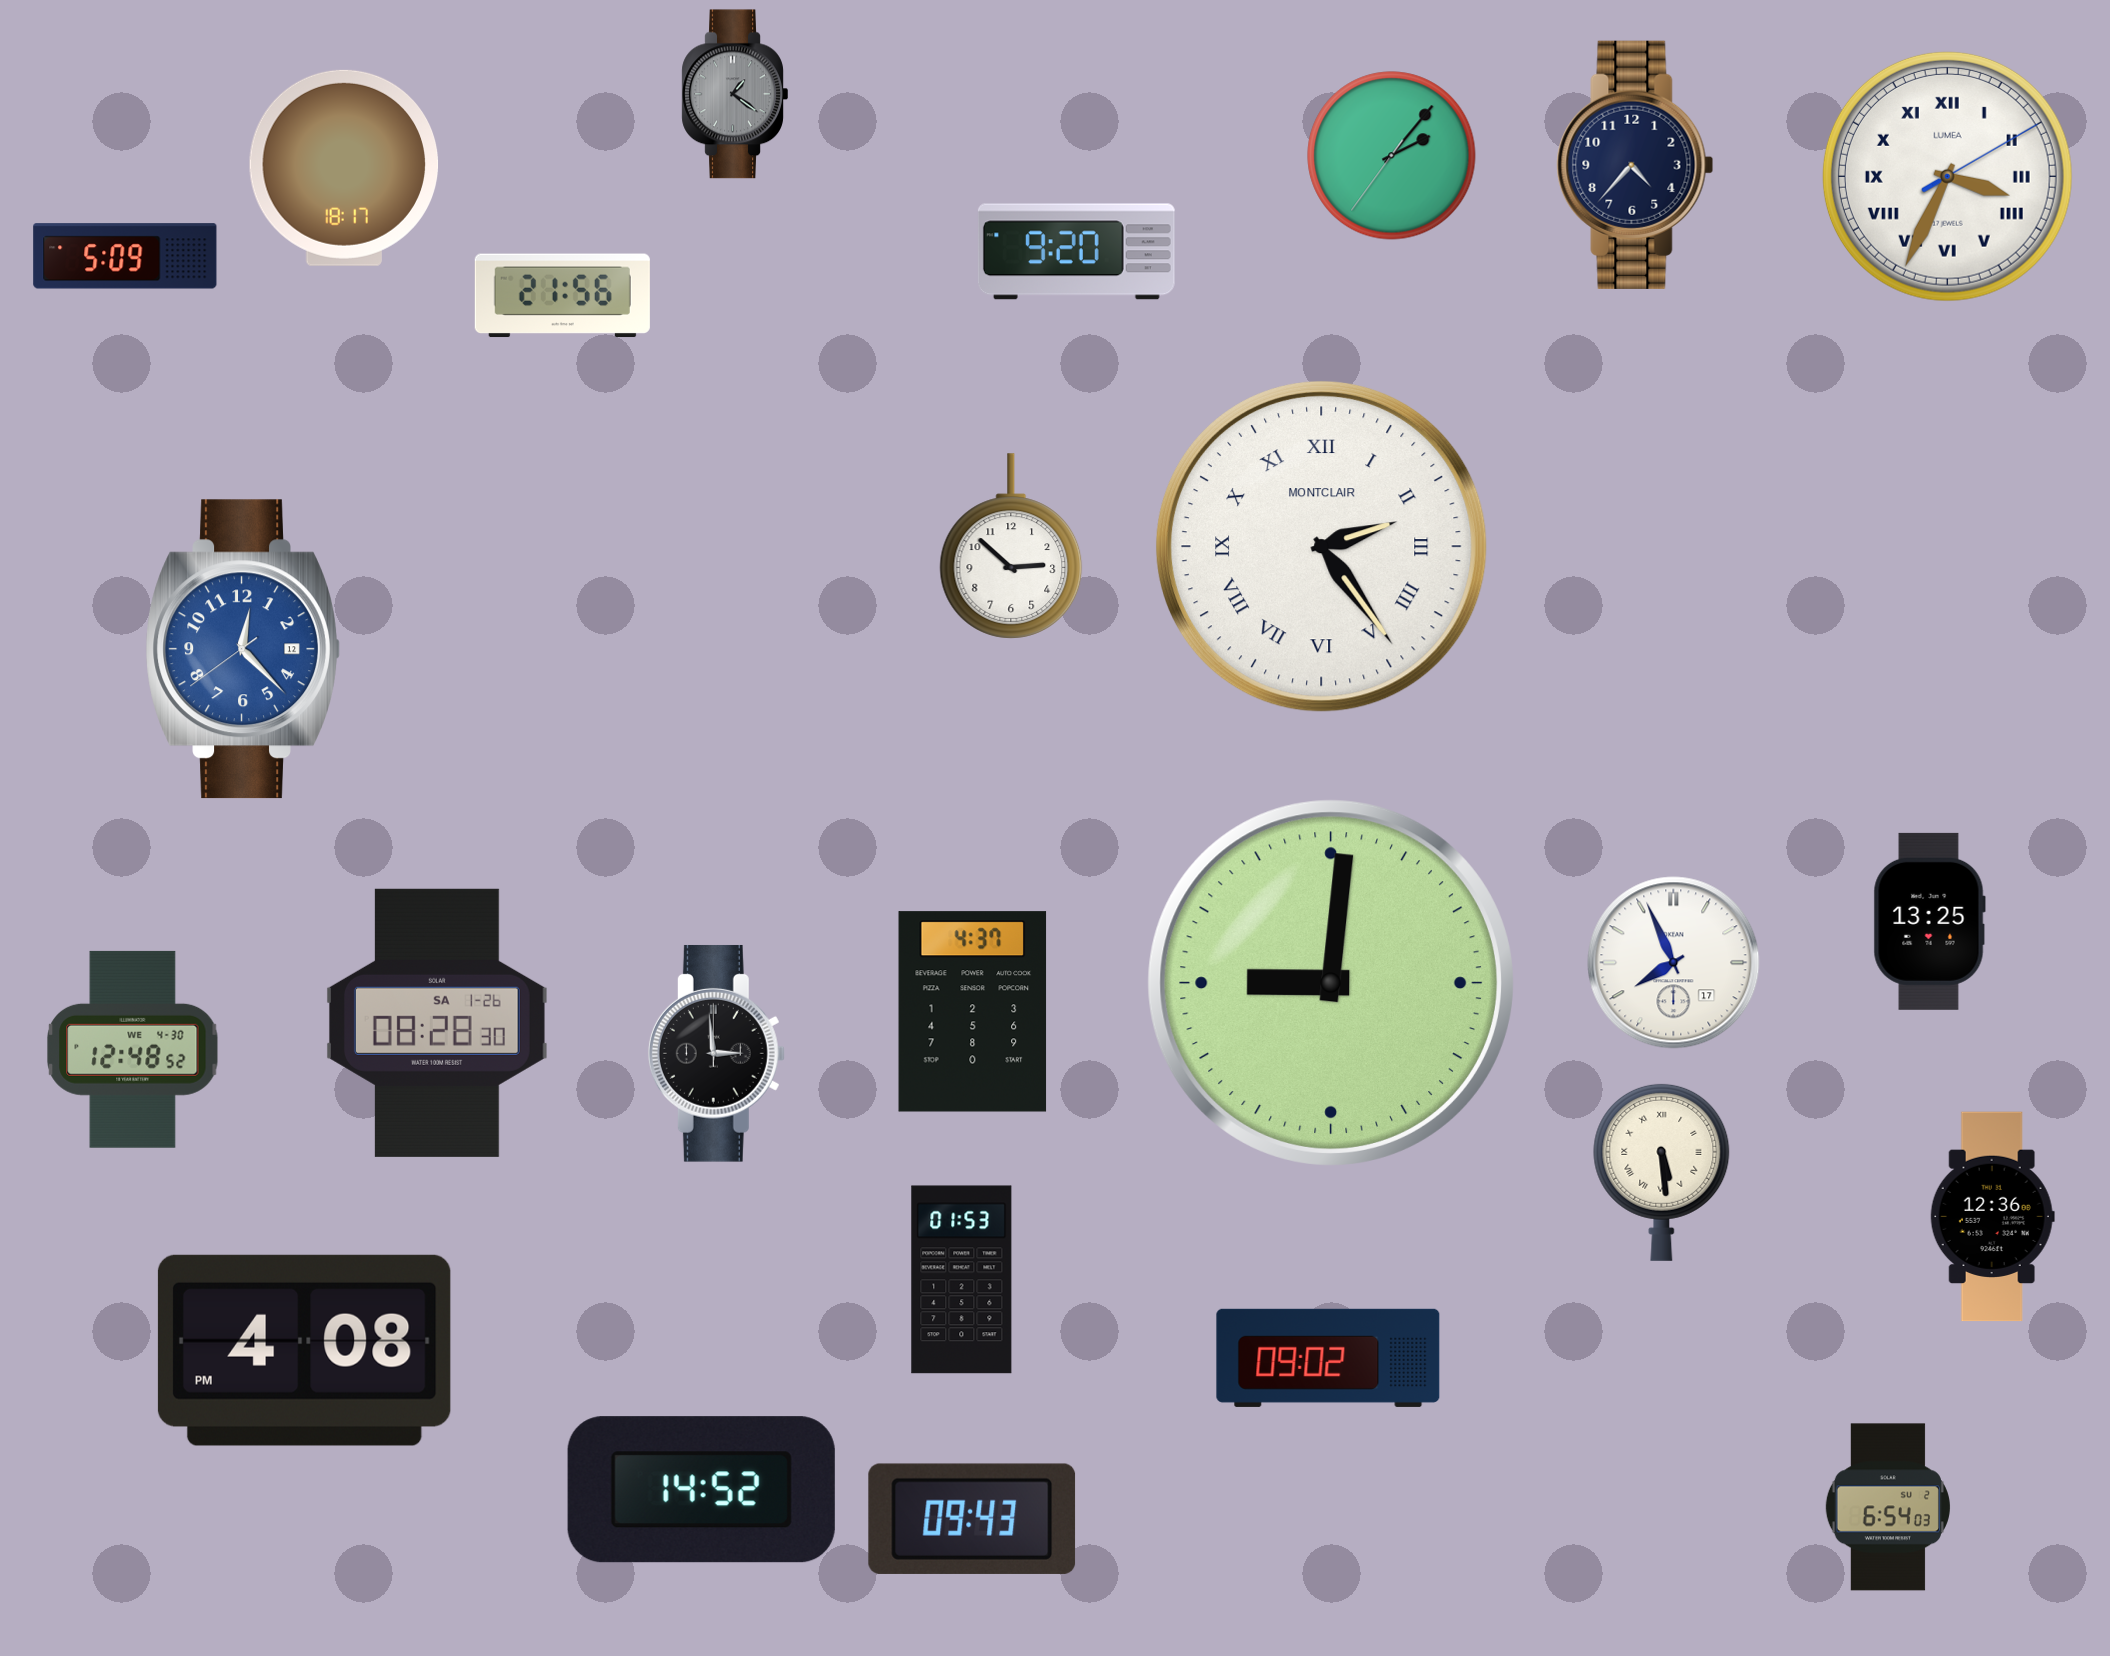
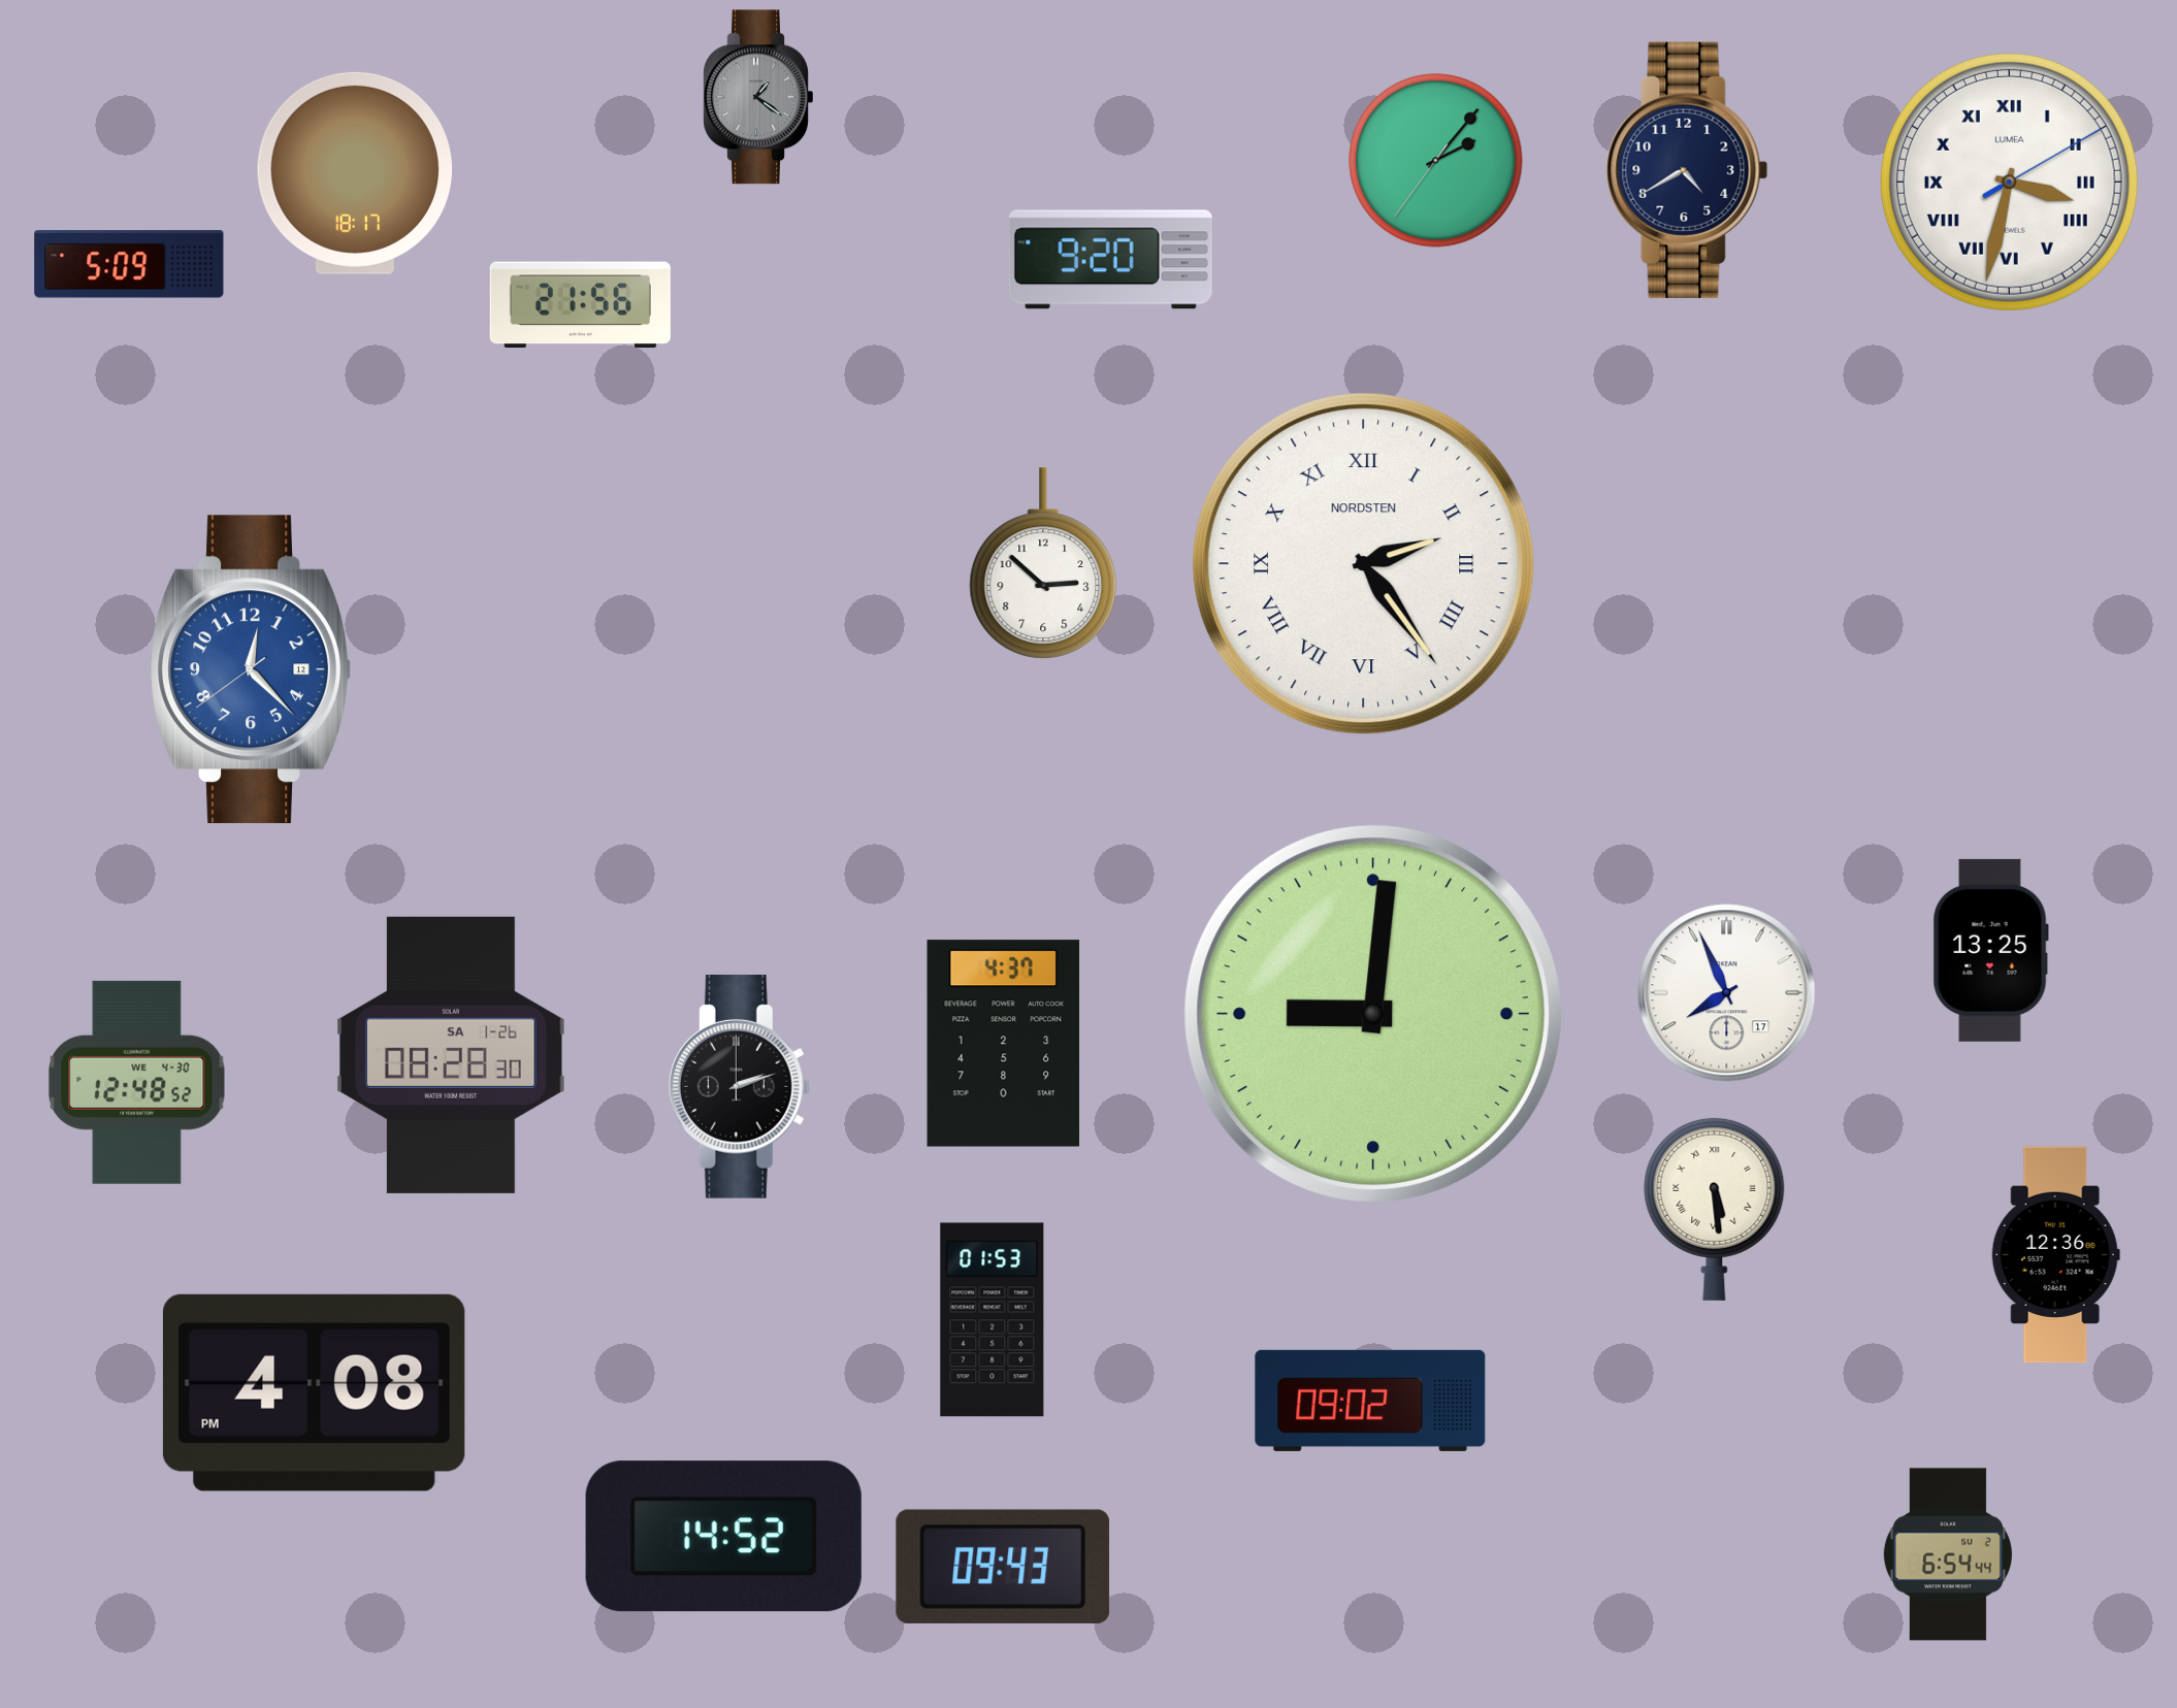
clock at (1635, 165): 4:37 -> 4:40
clock at (1947, 176): 3:34 -> 3:32
clock at (1321, 546) brand: MONTCLAIR -> NORDSTEN
clock at (716, 1053): 2:59 -> 2:12
clock at (1888, 1507): 6:54:03 -> 6:54:44
